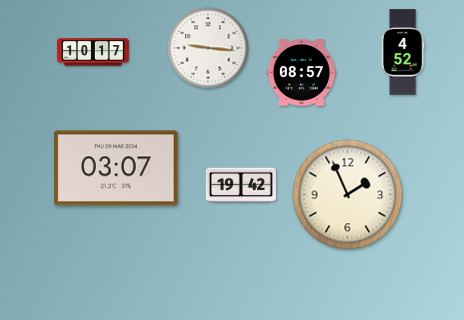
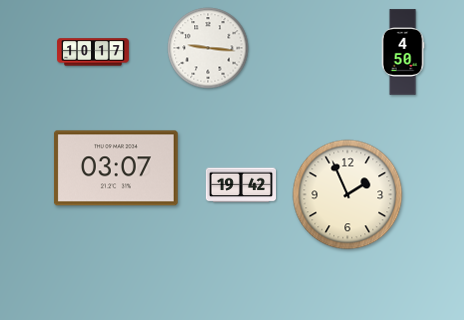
clock at (403, 52): 4:52 -> 4:50
clock at (302, 73): 08:57 -> none
